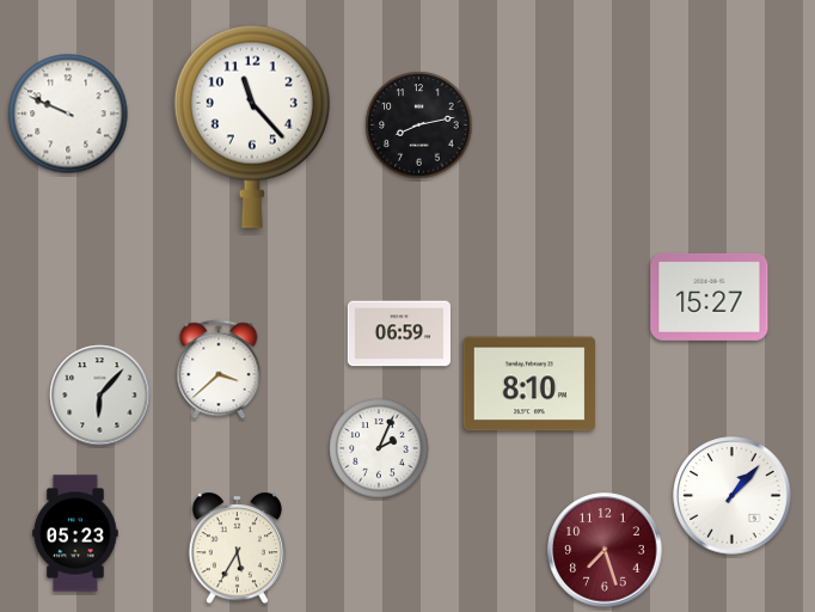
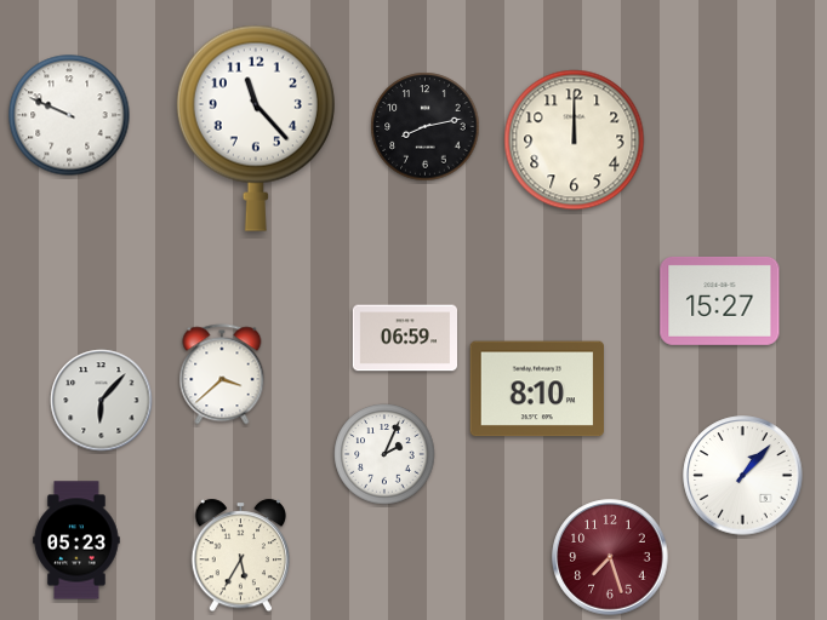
clock at (575, 140): none -> 12:00
clock at (733, 496) position: (733, 496) -> (743, 476)
clock at (605, 550) position: (605, 550) -> (610, 557)
